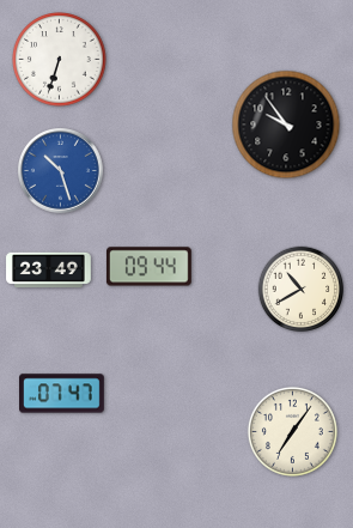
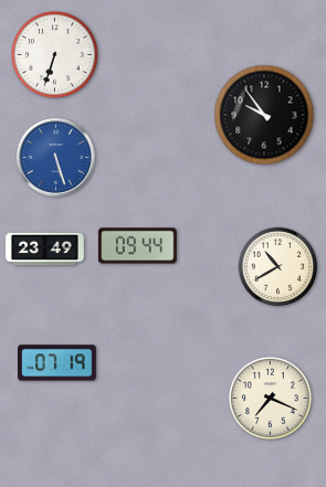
clock at (61, 171): 10:27 -> 5:27
clock at (62, 394): 07:47 -> 07:19
clock at (292, 431): 7:06 -> 7:19
